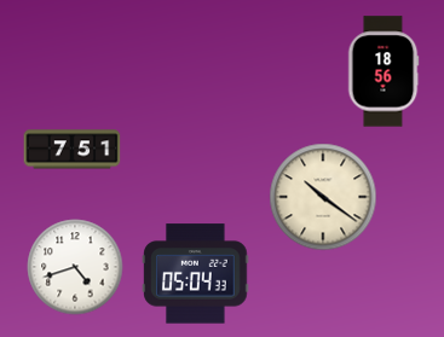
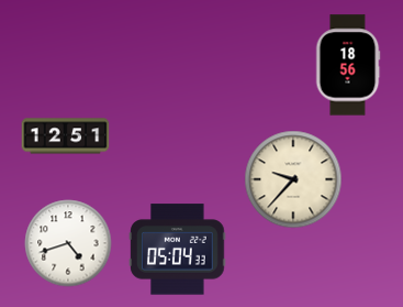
clock at (73, 150): 7:51 -> 12:51
clock at (323, 197): 10:21 -> 9:37
